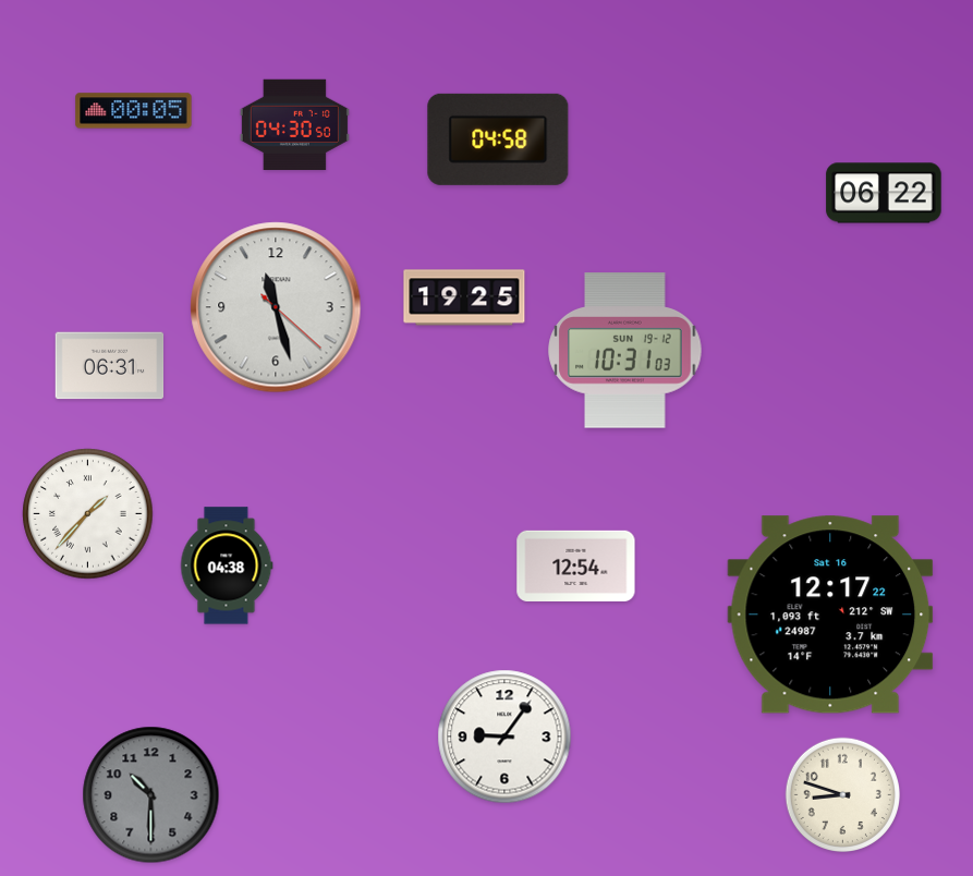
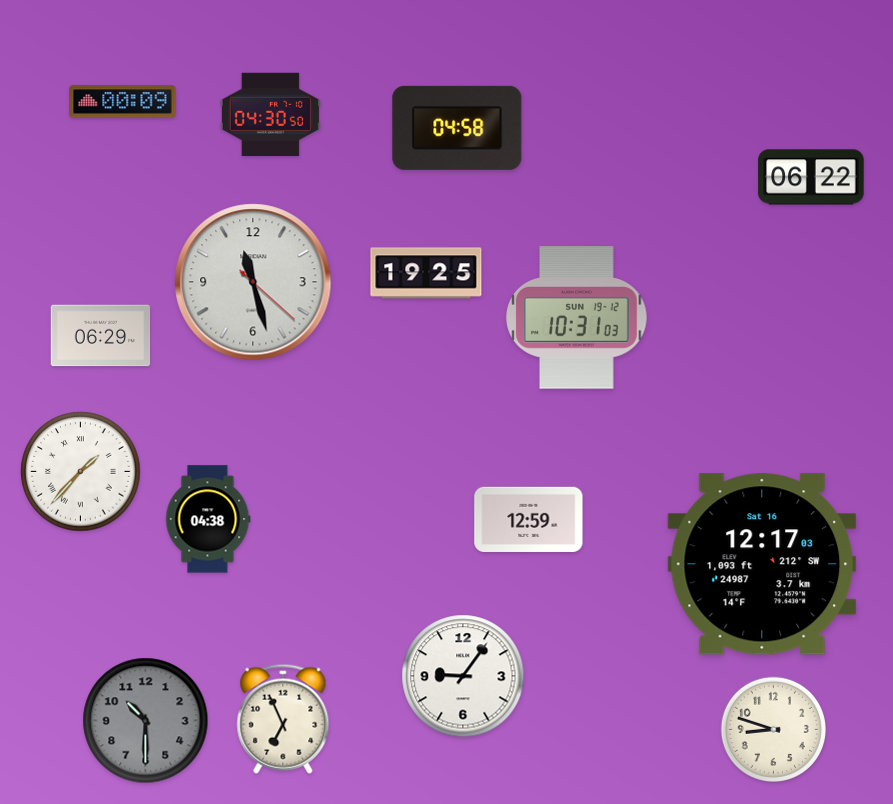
clock at (134, 111): 00:05 -> 00:09
clock at (625, 351) position: (625, 351) -> (577, 318)
clock at (110, 366): 06:31 -> 06:29
clock at (576, 565): 12:54 -> 12:59
clock at (830, 615): 12:17:22 -> 12:17:03
clock at (283, 719): none -> 6:56
clock at (151, 795) position: (151, 795) -> (146, 721)
